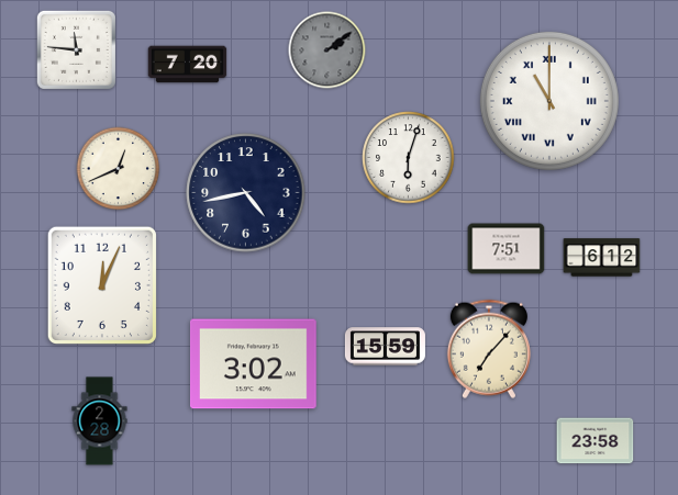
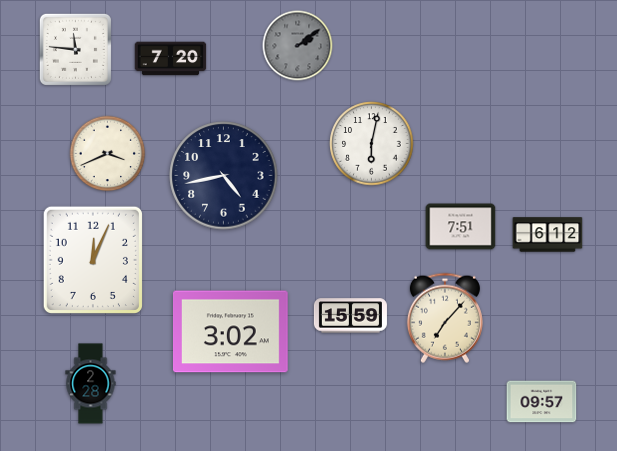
clock at (76, 49) position: (76, 49) -> (75, 49)
clock at (549, 101): 11:00 -> none
clock at (409, 158): 6:03 -> 6:02
clock at (119, 169): 12:41 -> 3:41
clock at (596, 441): 23:58 -> 09:57
